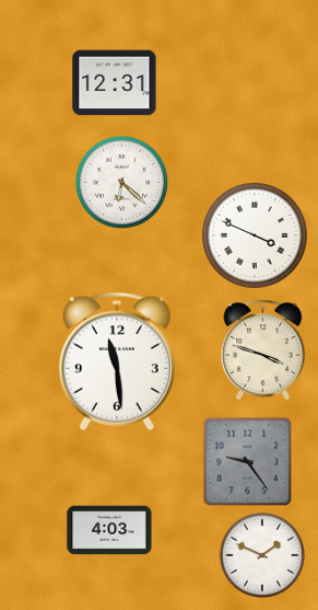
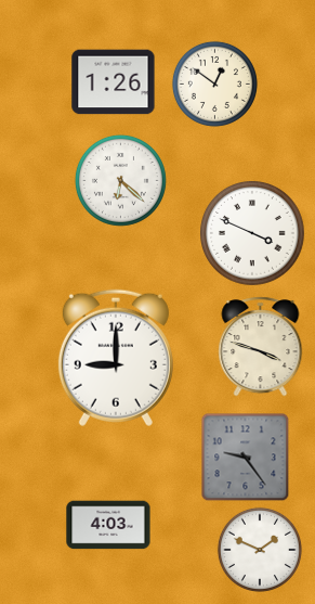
clock at (115, 83): 12:31 -> 1:26
clock at (214, 83): none -> 12:51
clock at (117, 361): 11:29 -> 9:00
